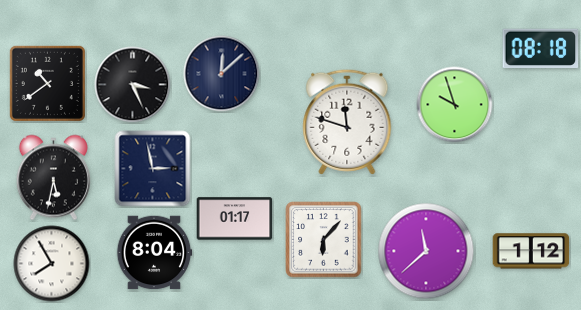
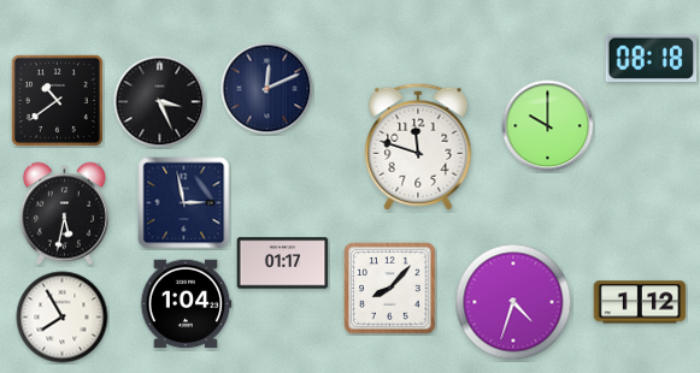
clock at (222, 74): 12:08 -> 12:11
clock at (455, 105): 9:57 -> 10:00
clock at (324, 240): 6:07 -> 8:07
clock at (426, 251): 11:38 -> 4:33
clock at (154, 253): 8:04 -> 1:04
